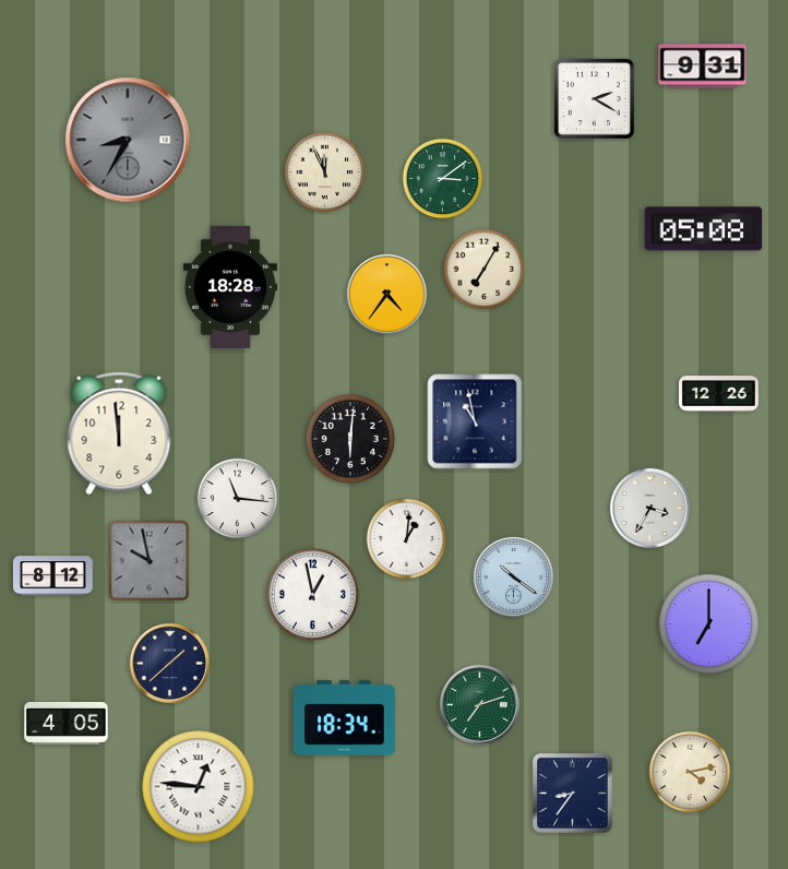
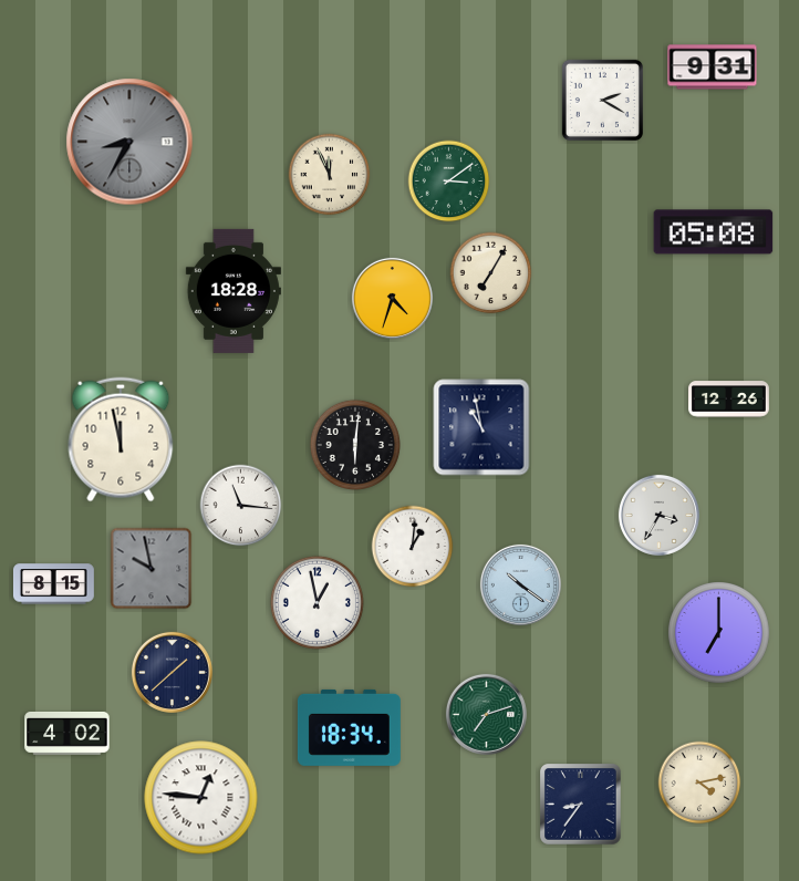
clock at (386, 294): 4:36 -> 4:33
clock at (119, 433): 11:59 -> 11:58
clock at (53, 576): 8:12 -> 8:15
clock at (67, 723): 4:05 -> 4:02
